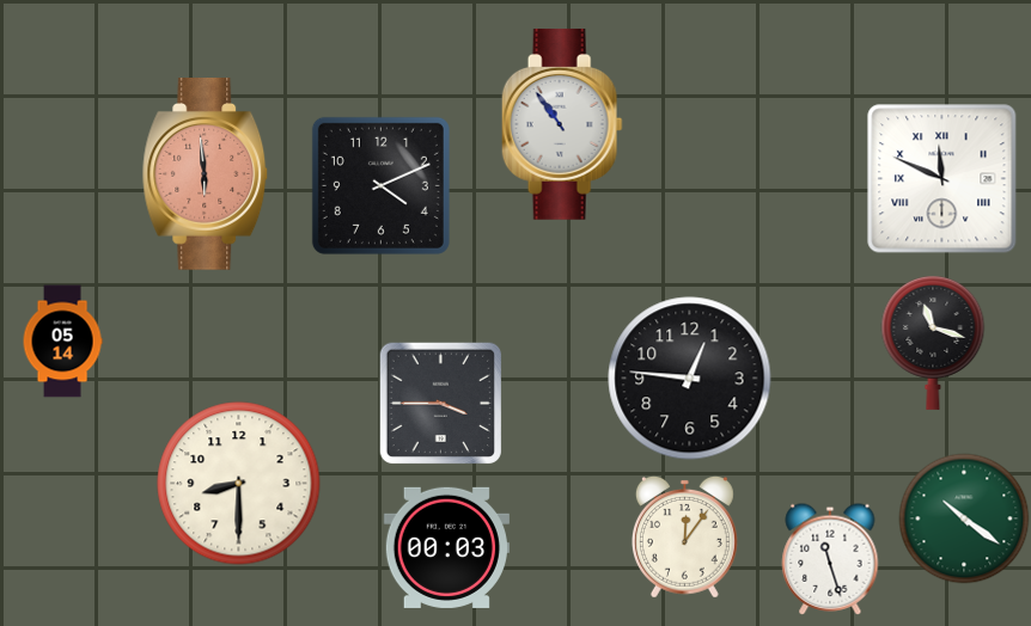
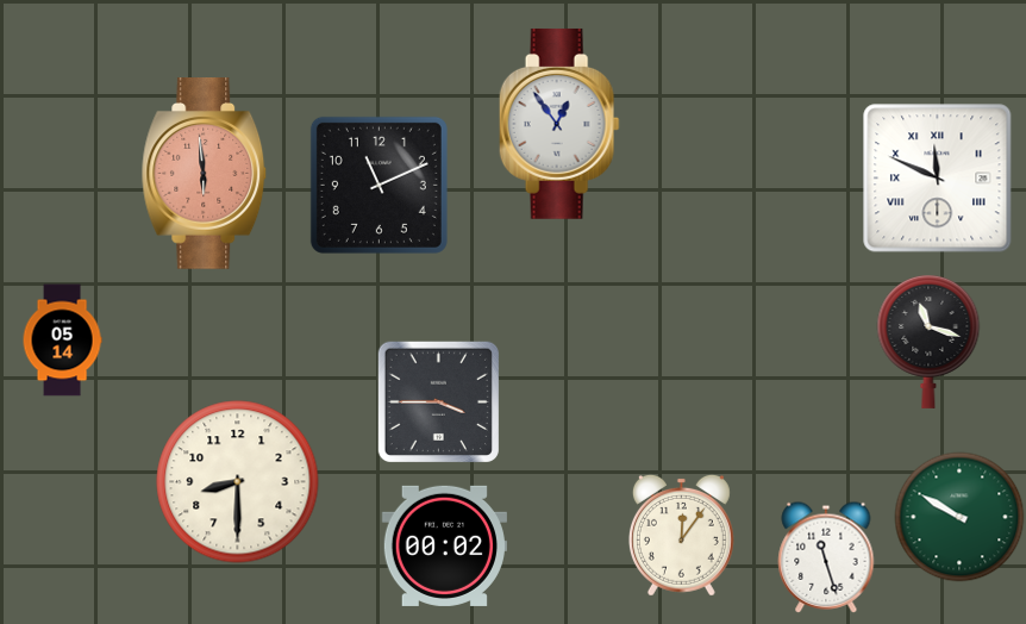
clock at (562, 124): 10:54 -> 12:54
clock at (380, 185): 4:11 -> 11:11
clock at (690, 379): 12:46 -> none
clock at (964, 518): 10:21 -> 9:50
clock at (446, 547): 00:03 -> 00:02
